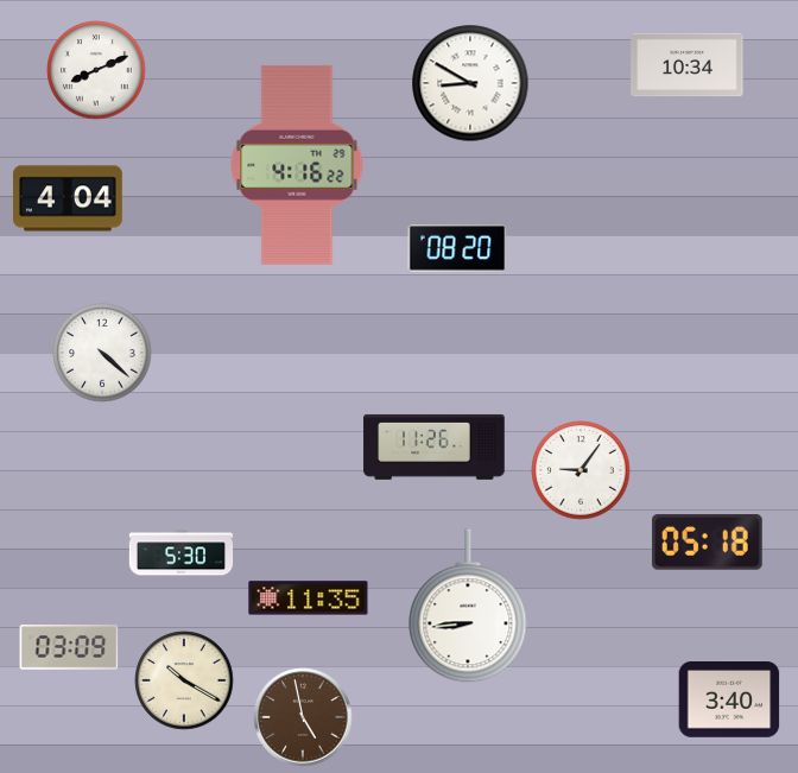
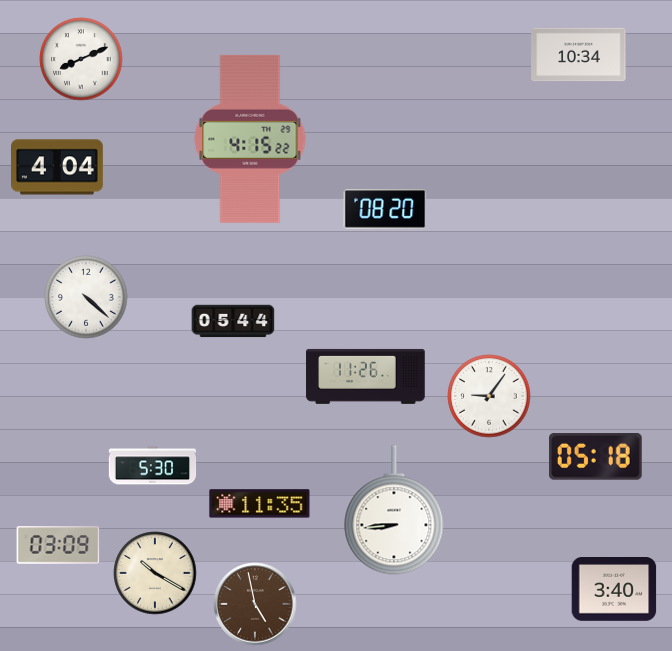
clock at (470, 83): 8:50 -> none
clock at (297, 165): 4:16 -> 4:15
clock at (233, 321): none -> 05:44
